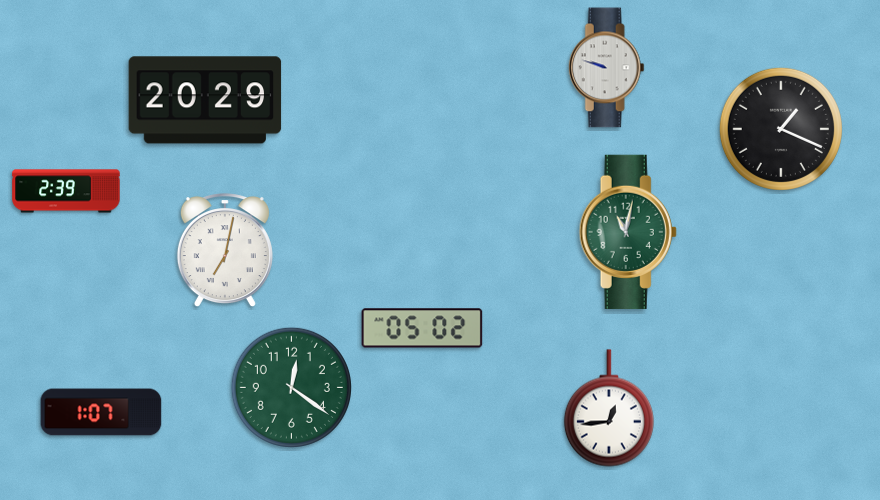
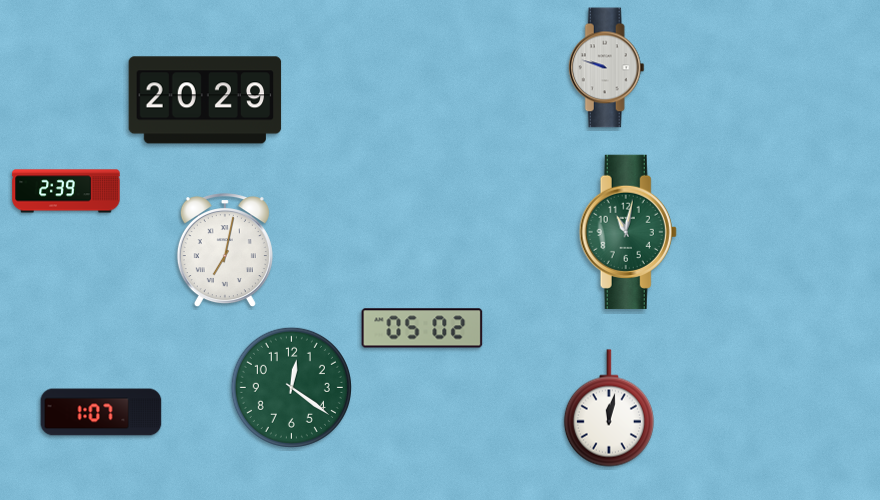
clock at (781, 129): 1:19 -> none
clock at (609, 408): 12:44 -> 12:02
